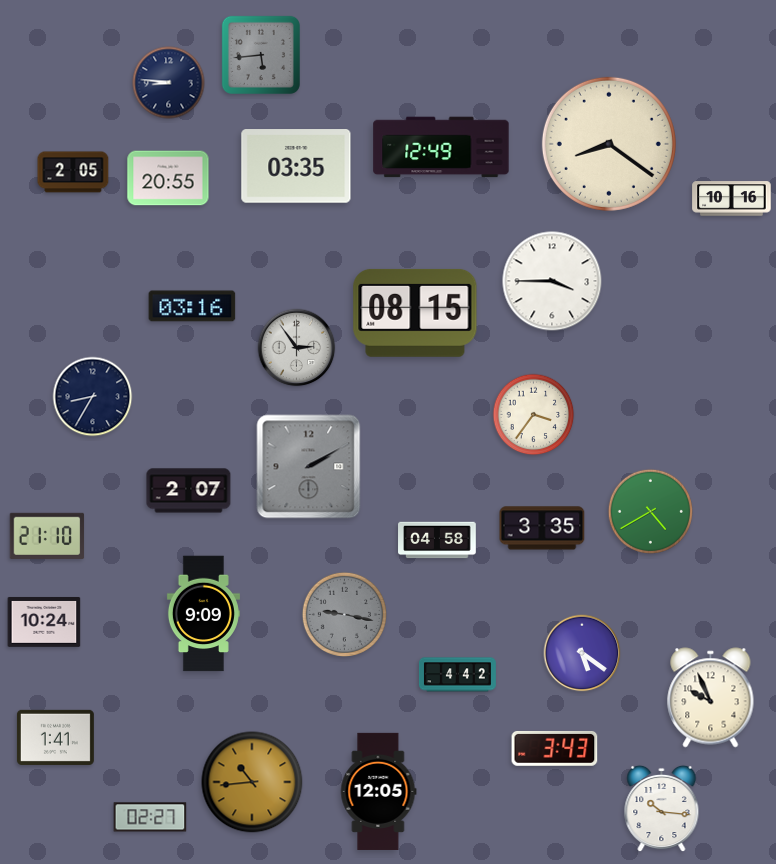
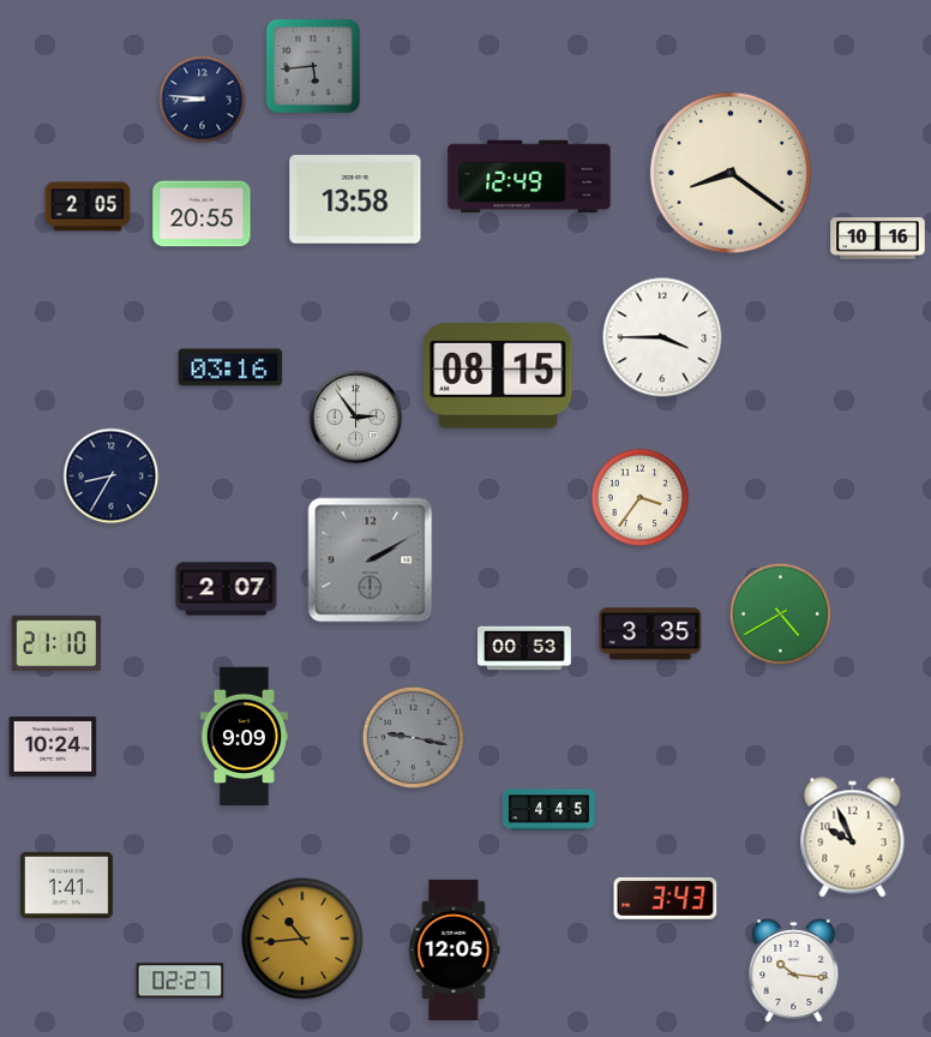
clock at (296, 166): 03:35 -> 13:58
clock at (437, 540): 04:58 -> 00:53
clock at (582, 653): 5:21 -> none
clock at (457, 675): 4:42 -> 4:45
